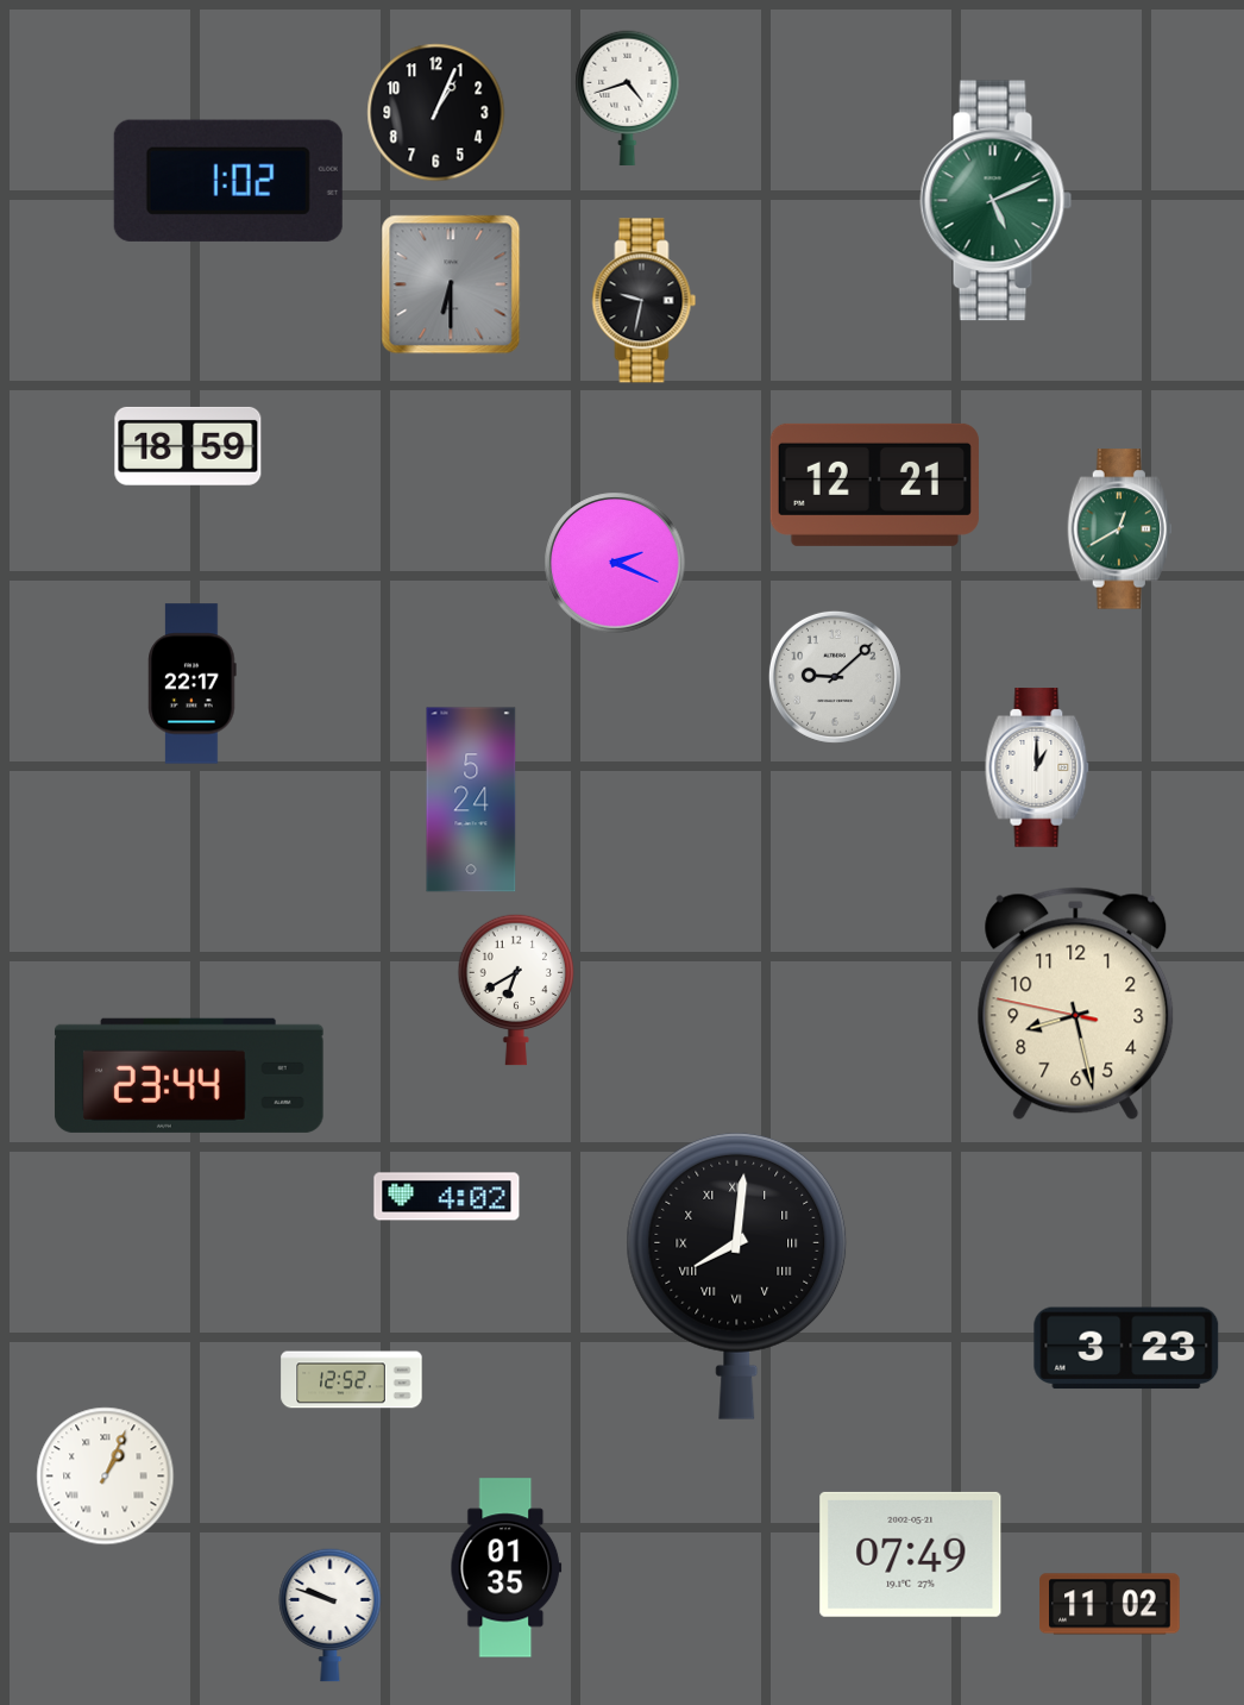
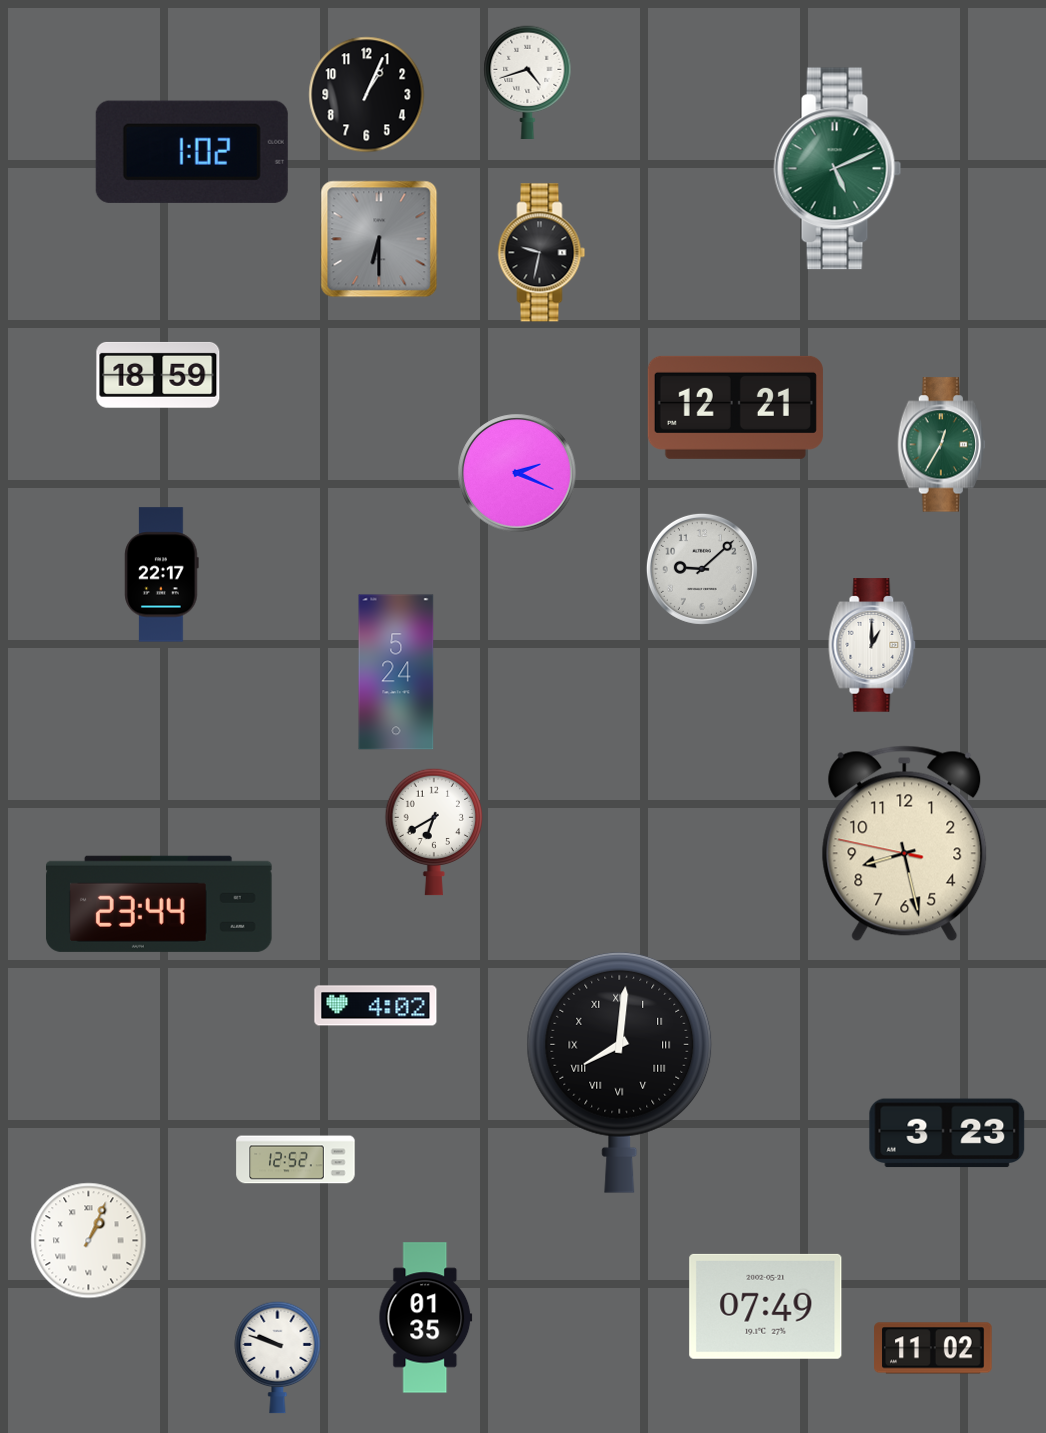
clock at (1119, 529): 12:40 -> 12:35
